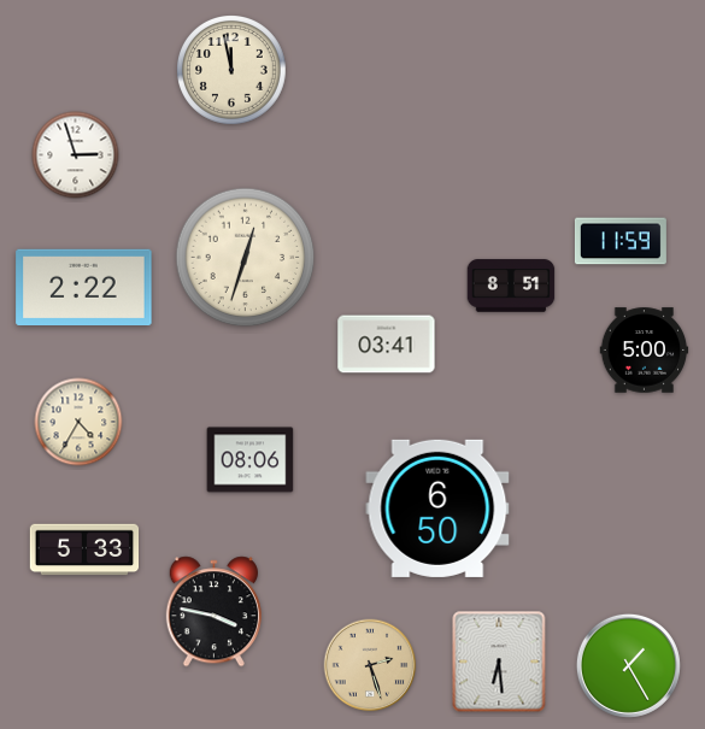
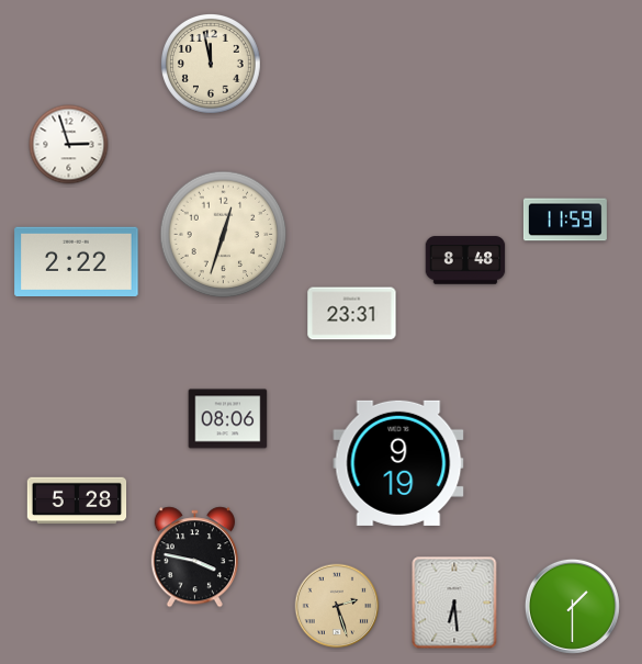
clock at (76, 155) position: (76, 155) -> (69, 145)
clock at (511, 286): 8:51 -> 8:48
clock at (387, 345): 03:41 -> 23:31
clock at (645, 351): 5:00 -> none
clock at (78, 422): 4:35 -> none
clock at (437, 508): 6:50 -> 9:19
clock at (84, 549): 5:33 -> 5:28
clock at (628, 665): 1:25 -> 1:30
